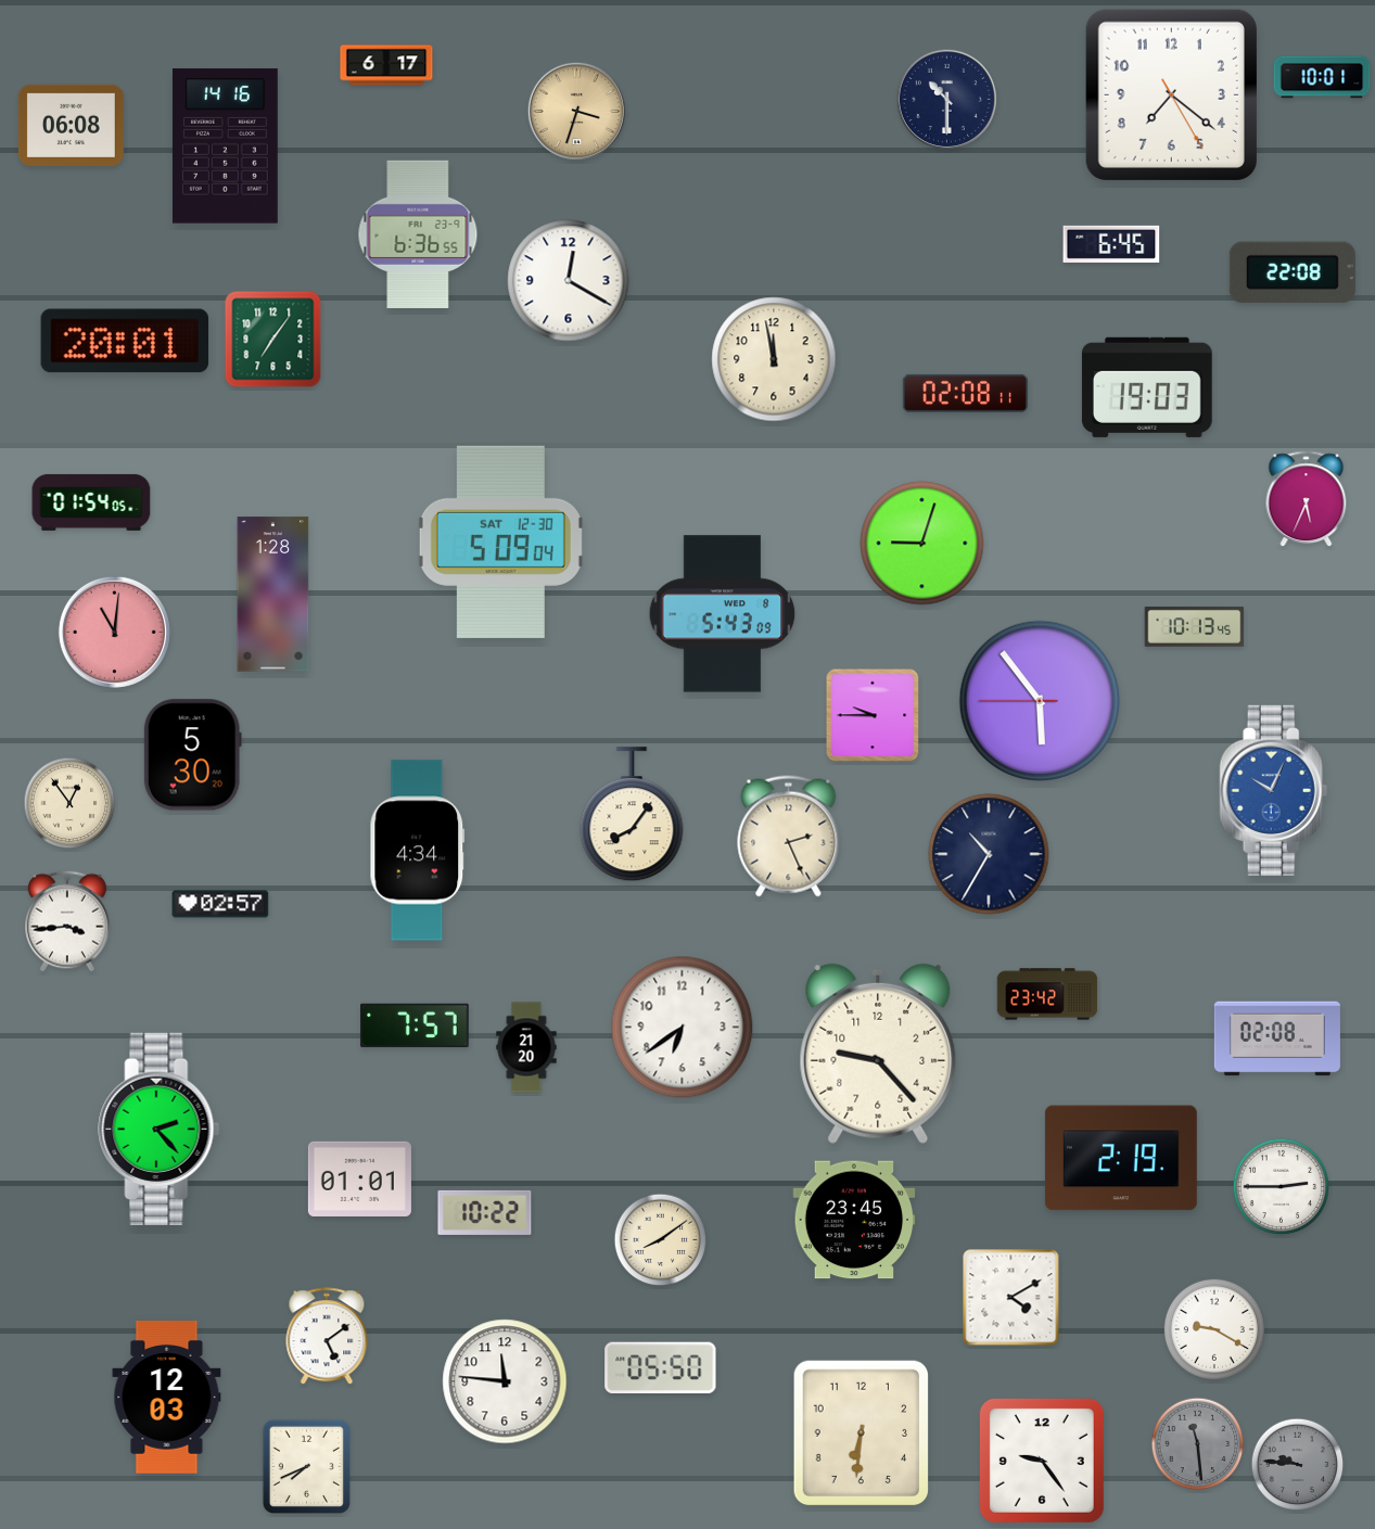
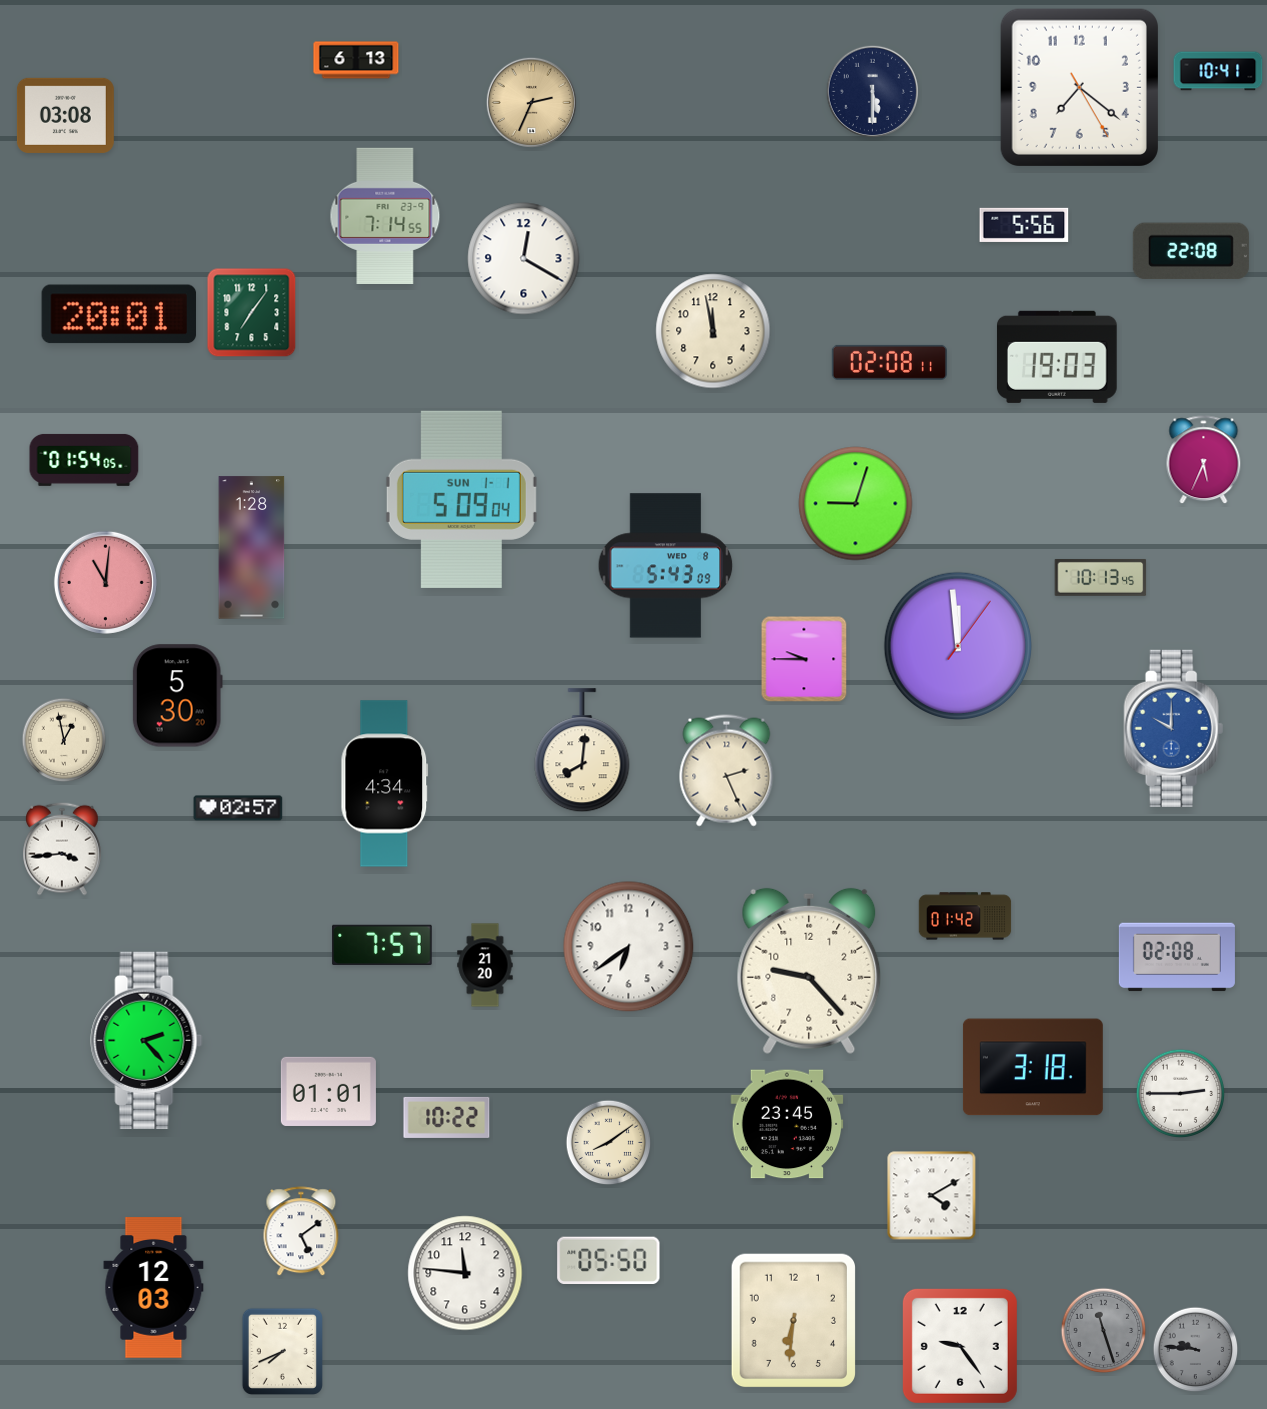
clock at (386, 65): 6:17 -> 6:13
clock at (1322, 77): 10:01 -> 10:41
clock at (946, 99): 10:30 -> 5:30
clock at (576, 111): 3:33 -> 2:34
clock at (71, 125): 06:08 -> 03:08
clock at (225, 146): 14:16 -> none
clock at (418, 234): 6:36 -> 7:14
clock at (1111, 244): 6:45 -> 5:56
clock at (125, 341) position: (125, 341) -> (119, 314)
clock at (91, 502) position: (91, 502) -> (84, 460)
clock at (500, 541) date: SAT 12-30 -> SUN 1-1
clock at (922, 544) position: (922, 544) -> (856, 504)
clock at (1039, 700): 5:53 -> 11:59
clock at (1274, 790): 10:04 -> 10:00
clock at (69, 803): 12:54 -> 12:58
clock at (632, 815): 8:06 -> 8:01
clock at (989, 854): 10:35 -> none
clock at (220, 904) position: (220, 904) -> (238, 808)
clock at (1047, 994): 23:42 -> 01:42
clock at (1121, 1158): 2:19 -> 3:18
clock at (359, 1178) position: (359, 1178) -> (328, 1091)
clock at (1214, 1329): 9:20 -> none
clock at (1198, 1444): 11:29 -> 11:27
